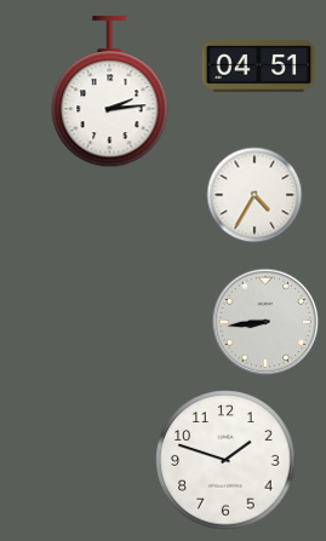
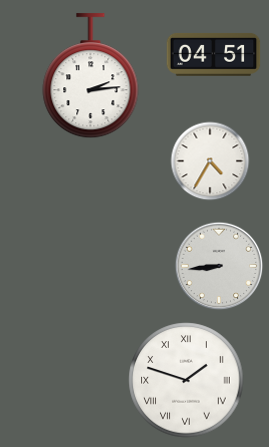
clock at (225, 460) numerals: Arabic -> Roman
